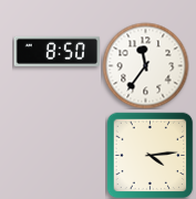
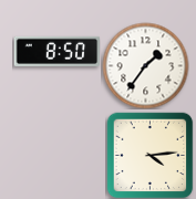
clock at (145, 65): 11:36 -> 1:36
